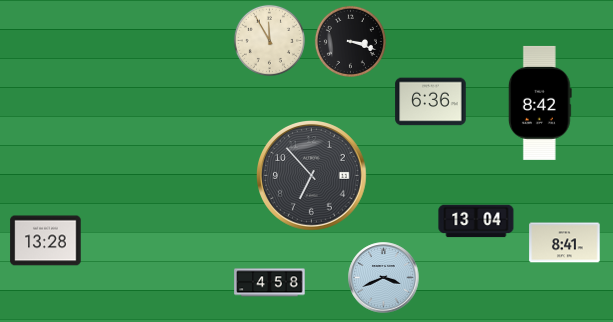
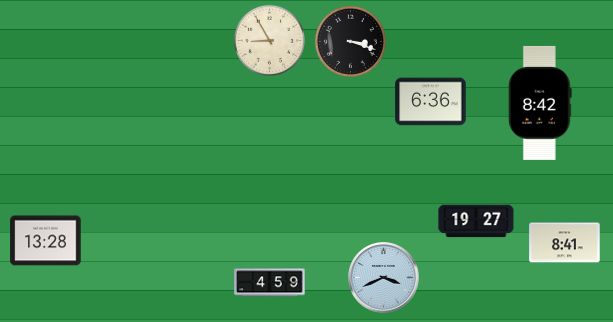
clock at (269, 40): 11:55 -> 8:55
clock at (312, 176): 6:53 -> none
clock at (476, 221): 13:04 -> 19:27
clock at (270, 283): 4:58 -> 4:59
